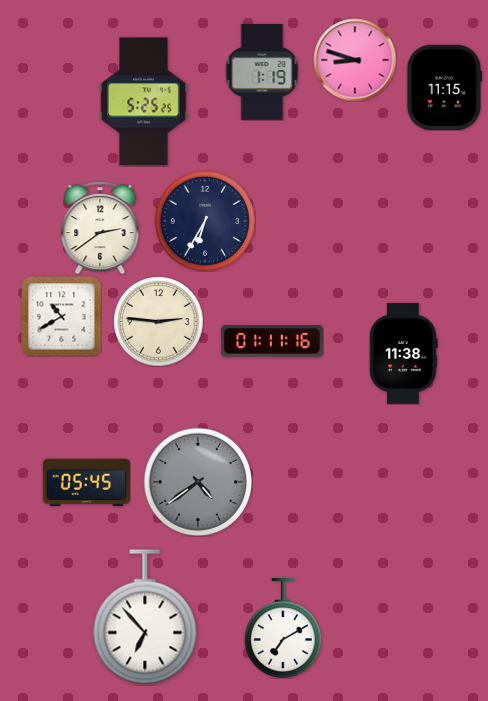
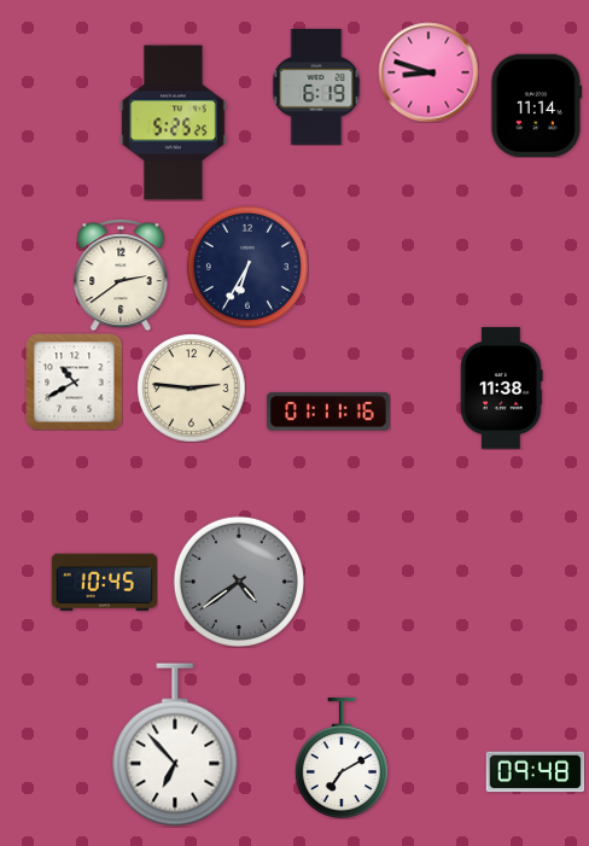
clock at (262, 72): 1:19 -> 6:19
clock at (445, 87): 11:15 -> 11:14
clock at (404, 354) position: (404, 354) -> (502, 389)
clock at (86, 483): 05:45 -> 10:45
clock at (535, 772): none -> 09:48
